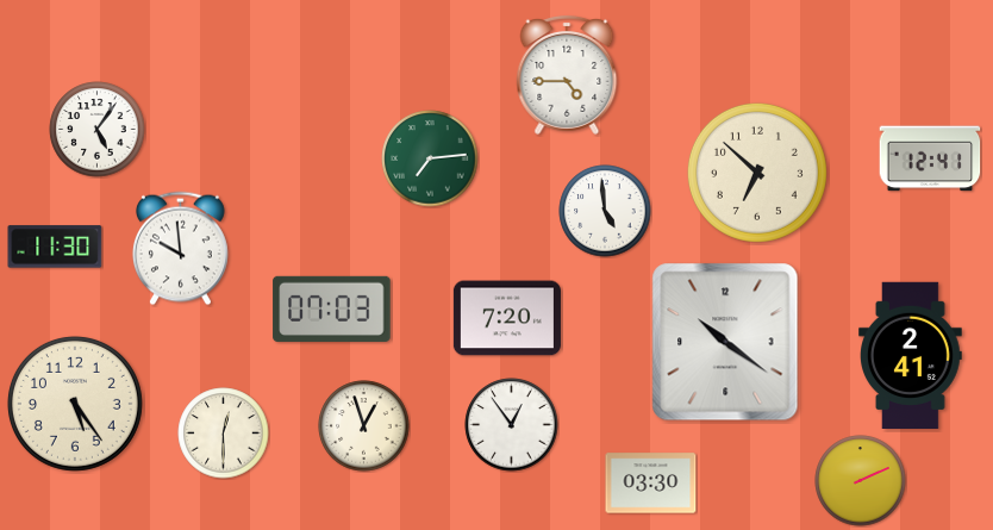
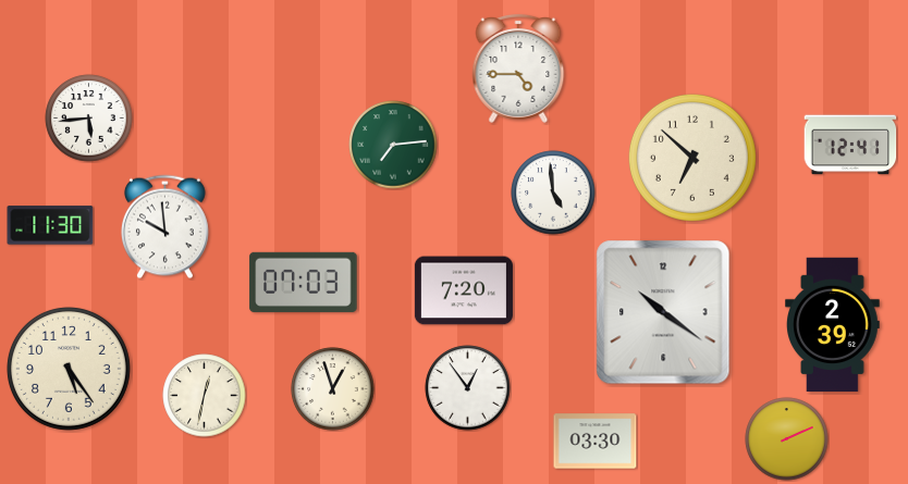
clock at (98, 130): 5:06 -> 5:44
clock at (911, 356): 2:41 -> 2:39
clock at (224, 434): 12:30 -> 12:32
